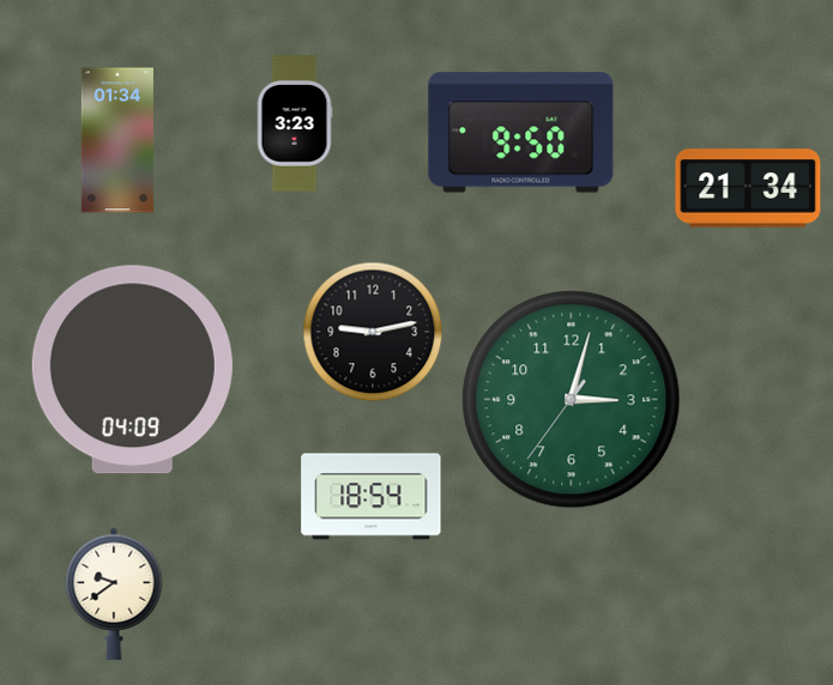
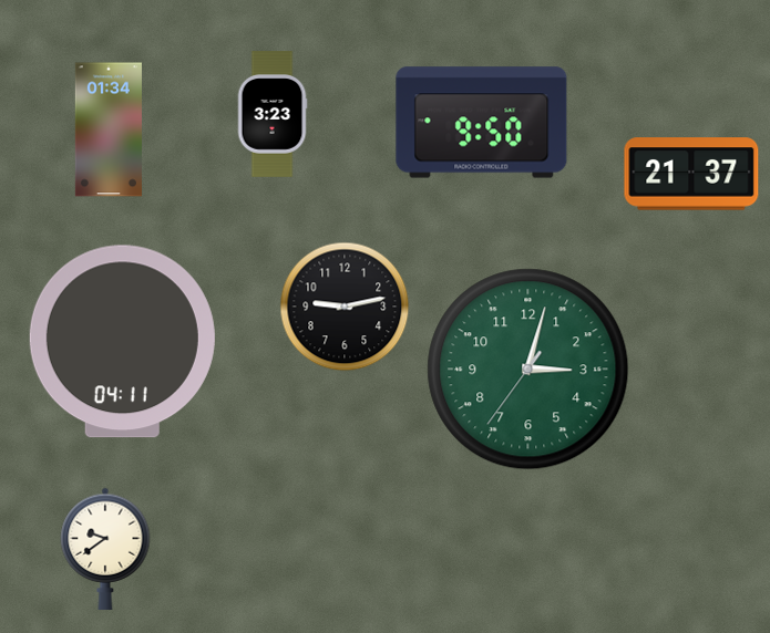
clock at (748, 188): 21:34 -> 21:37
clock at (132, 370): 04:09 -> 04:11
clock at (372, 497): 18:54 -> none
